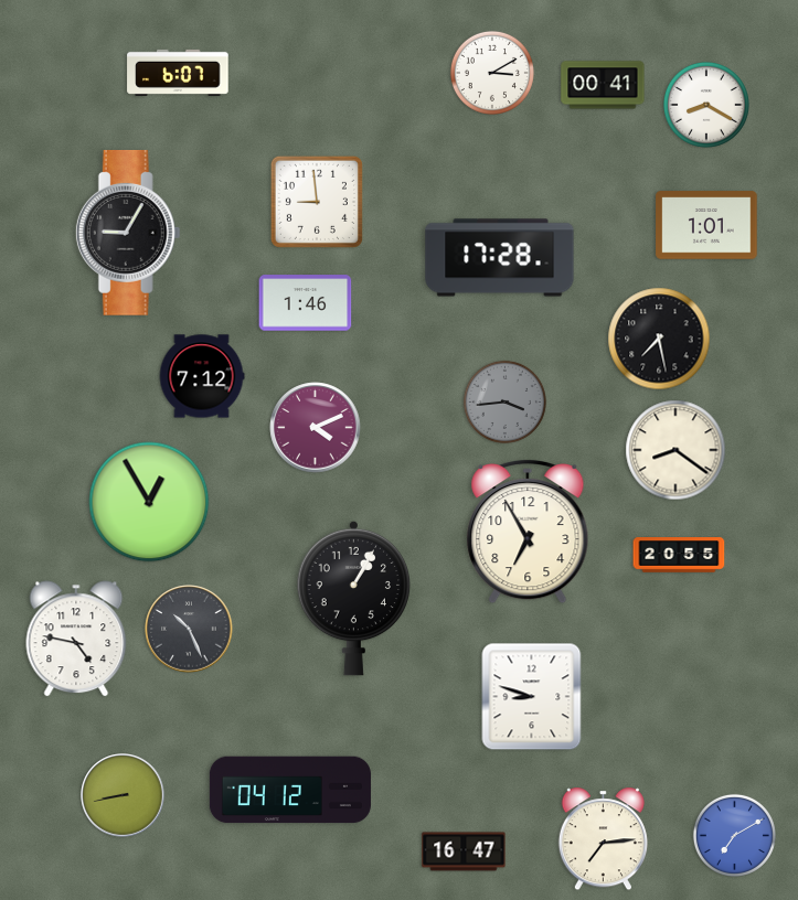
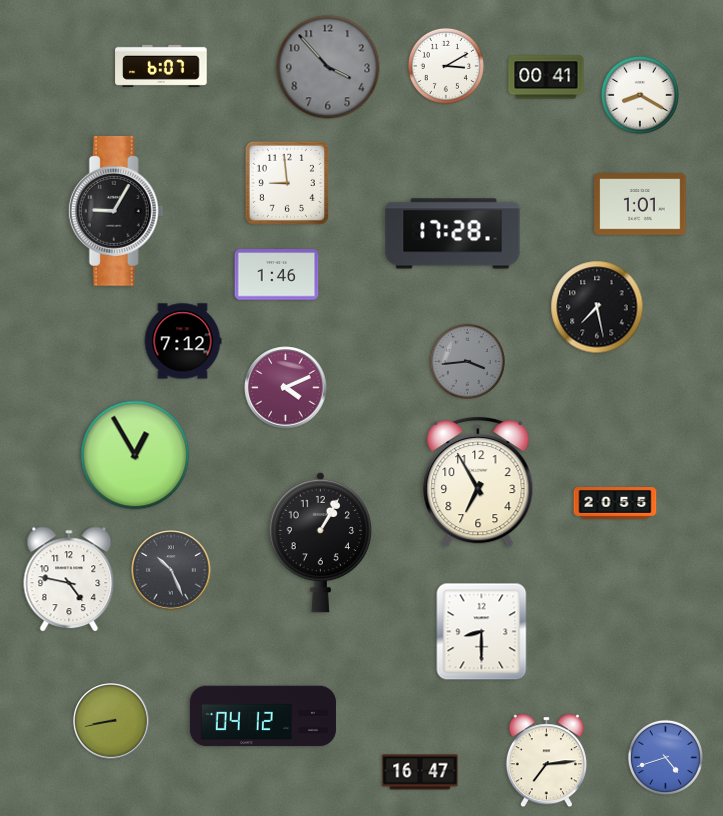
clock at (328, 67): none -> 3:53
clock at (504, 401) position: (504, 401) -> (467, 361)
clock at (675, 450): 8:21 -> none
clock at (532, 697): 8:48 -> 8:30
clock at (734, 835): 7:10 -> 4:42
